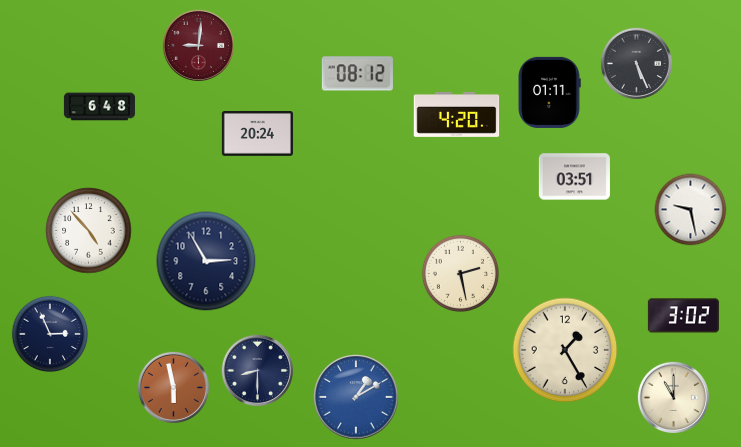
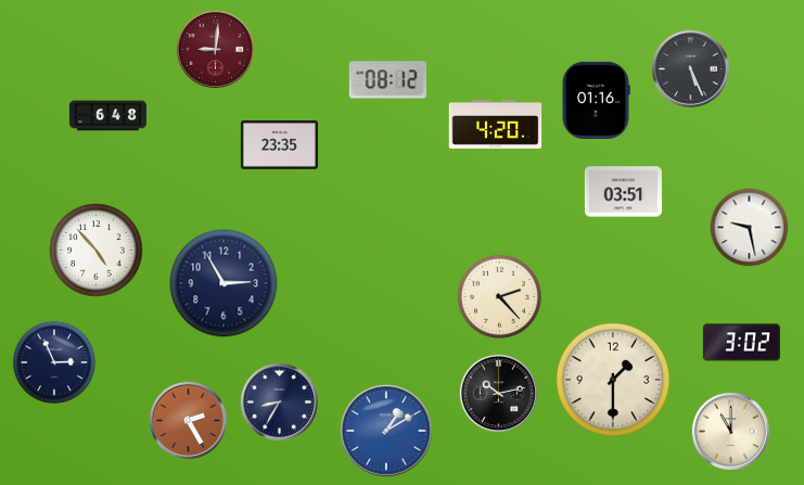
clock at (549, 92): 01:11 -> 01:16
clock at (257, 134): 20:24 -> 23:35
clock at (460, 273): 2:28 -> 2:23
clock at (565, 350): 1:25 -> 1:30
clock at (498, 393): none -> 10:13
clock at (257, 370): 8:30 -> 8:35
clock at (173, 387): 5:58 -> 2:25
